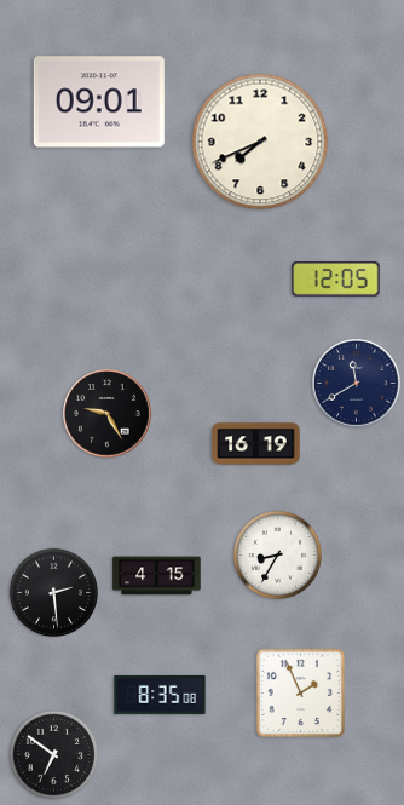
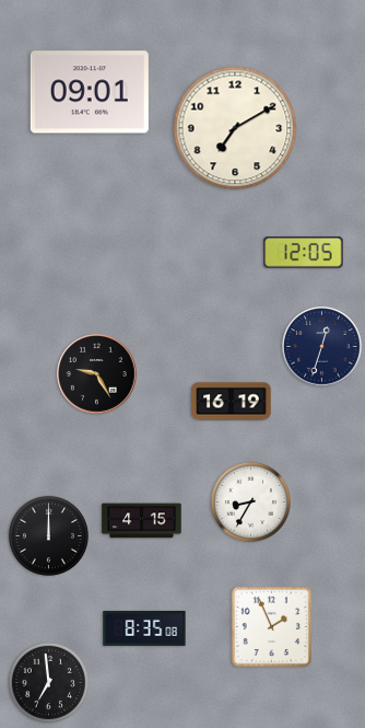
clock at (260, 142): 7:41 -> 7:10
clock at (357, 384): 11:40 -> 12:33
clock at (53, 592): 2:29 -> 12:00
clock at (53, 754): 6:51 -> 6:59
